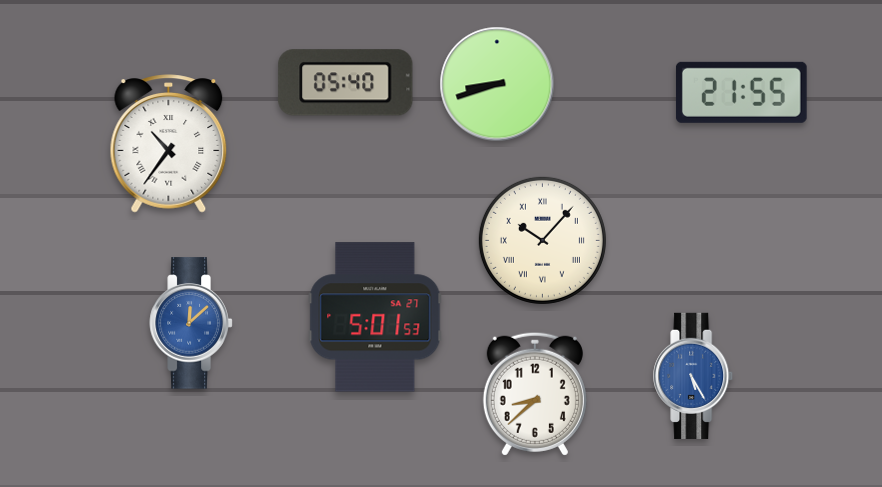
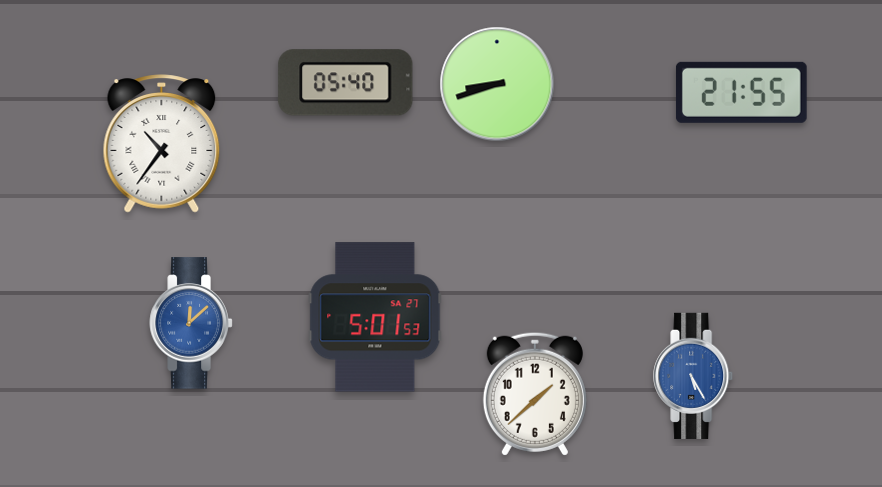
clock at (169, 144) position: (169, 144) -> (162, 144)
clock at (542, 240): 10:07 -> none
clock at (535, 394): 8:38 -> 1:38
